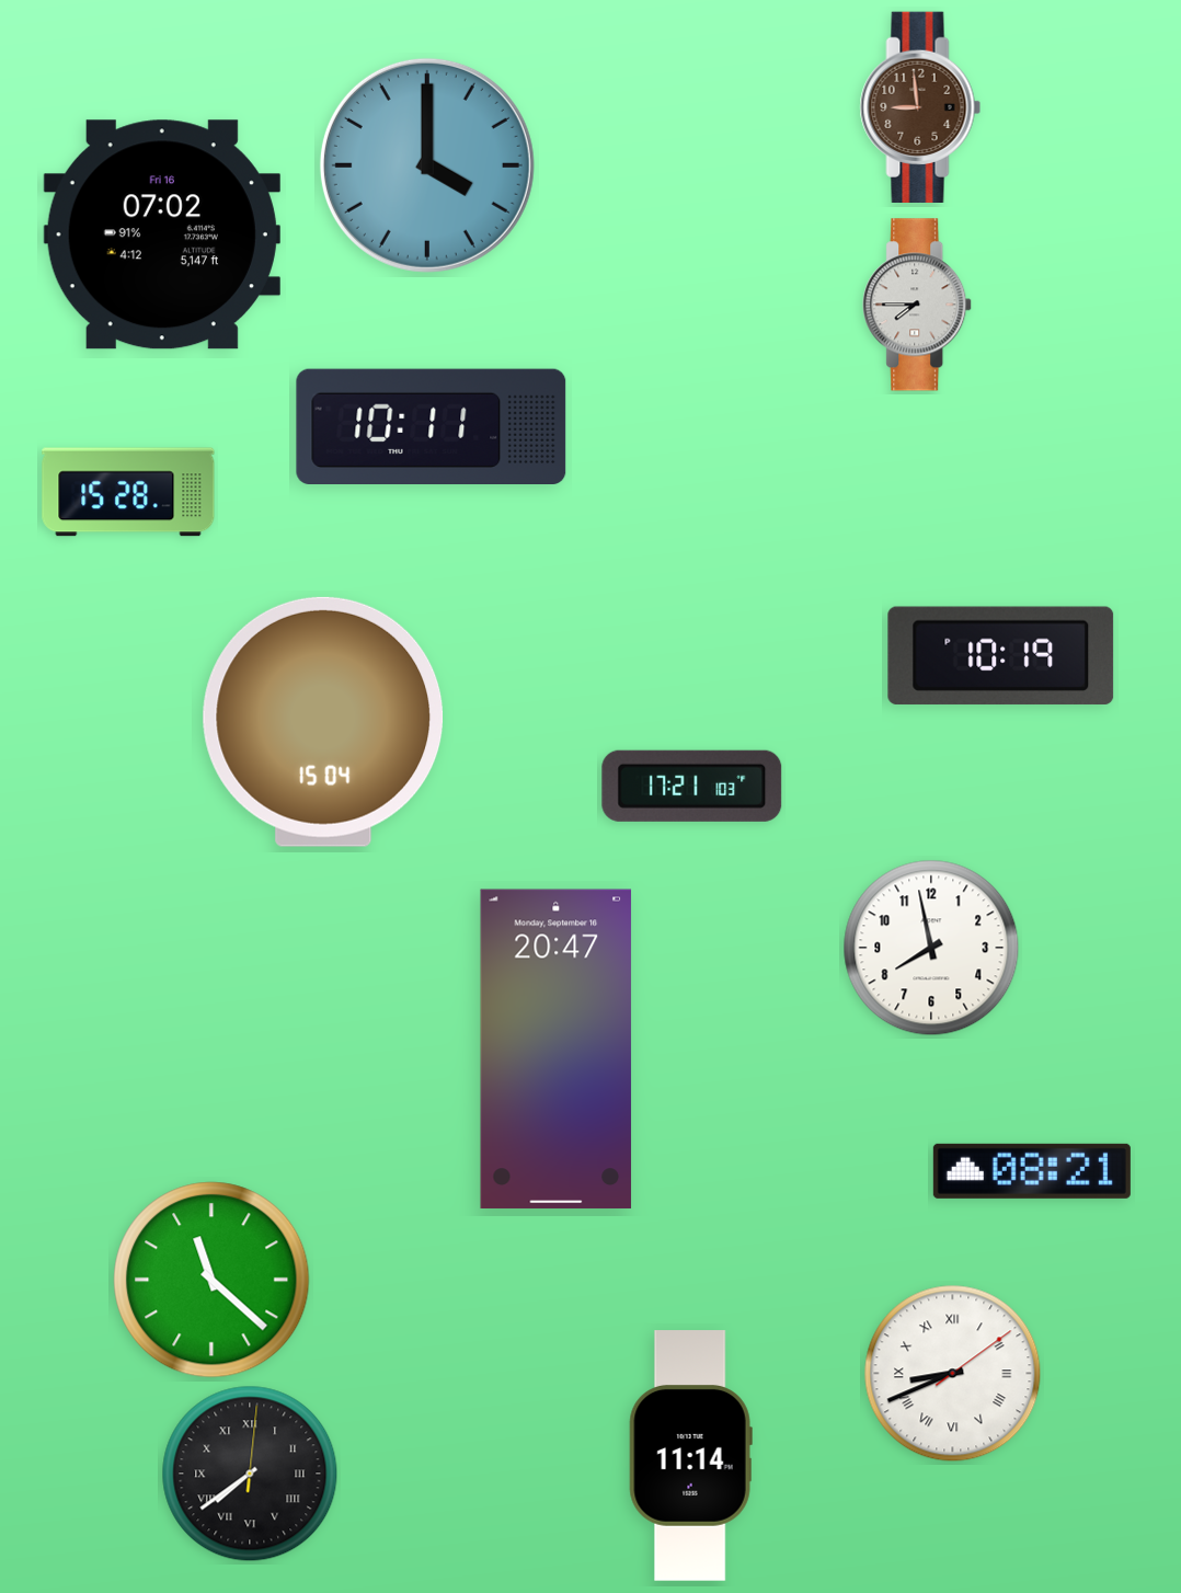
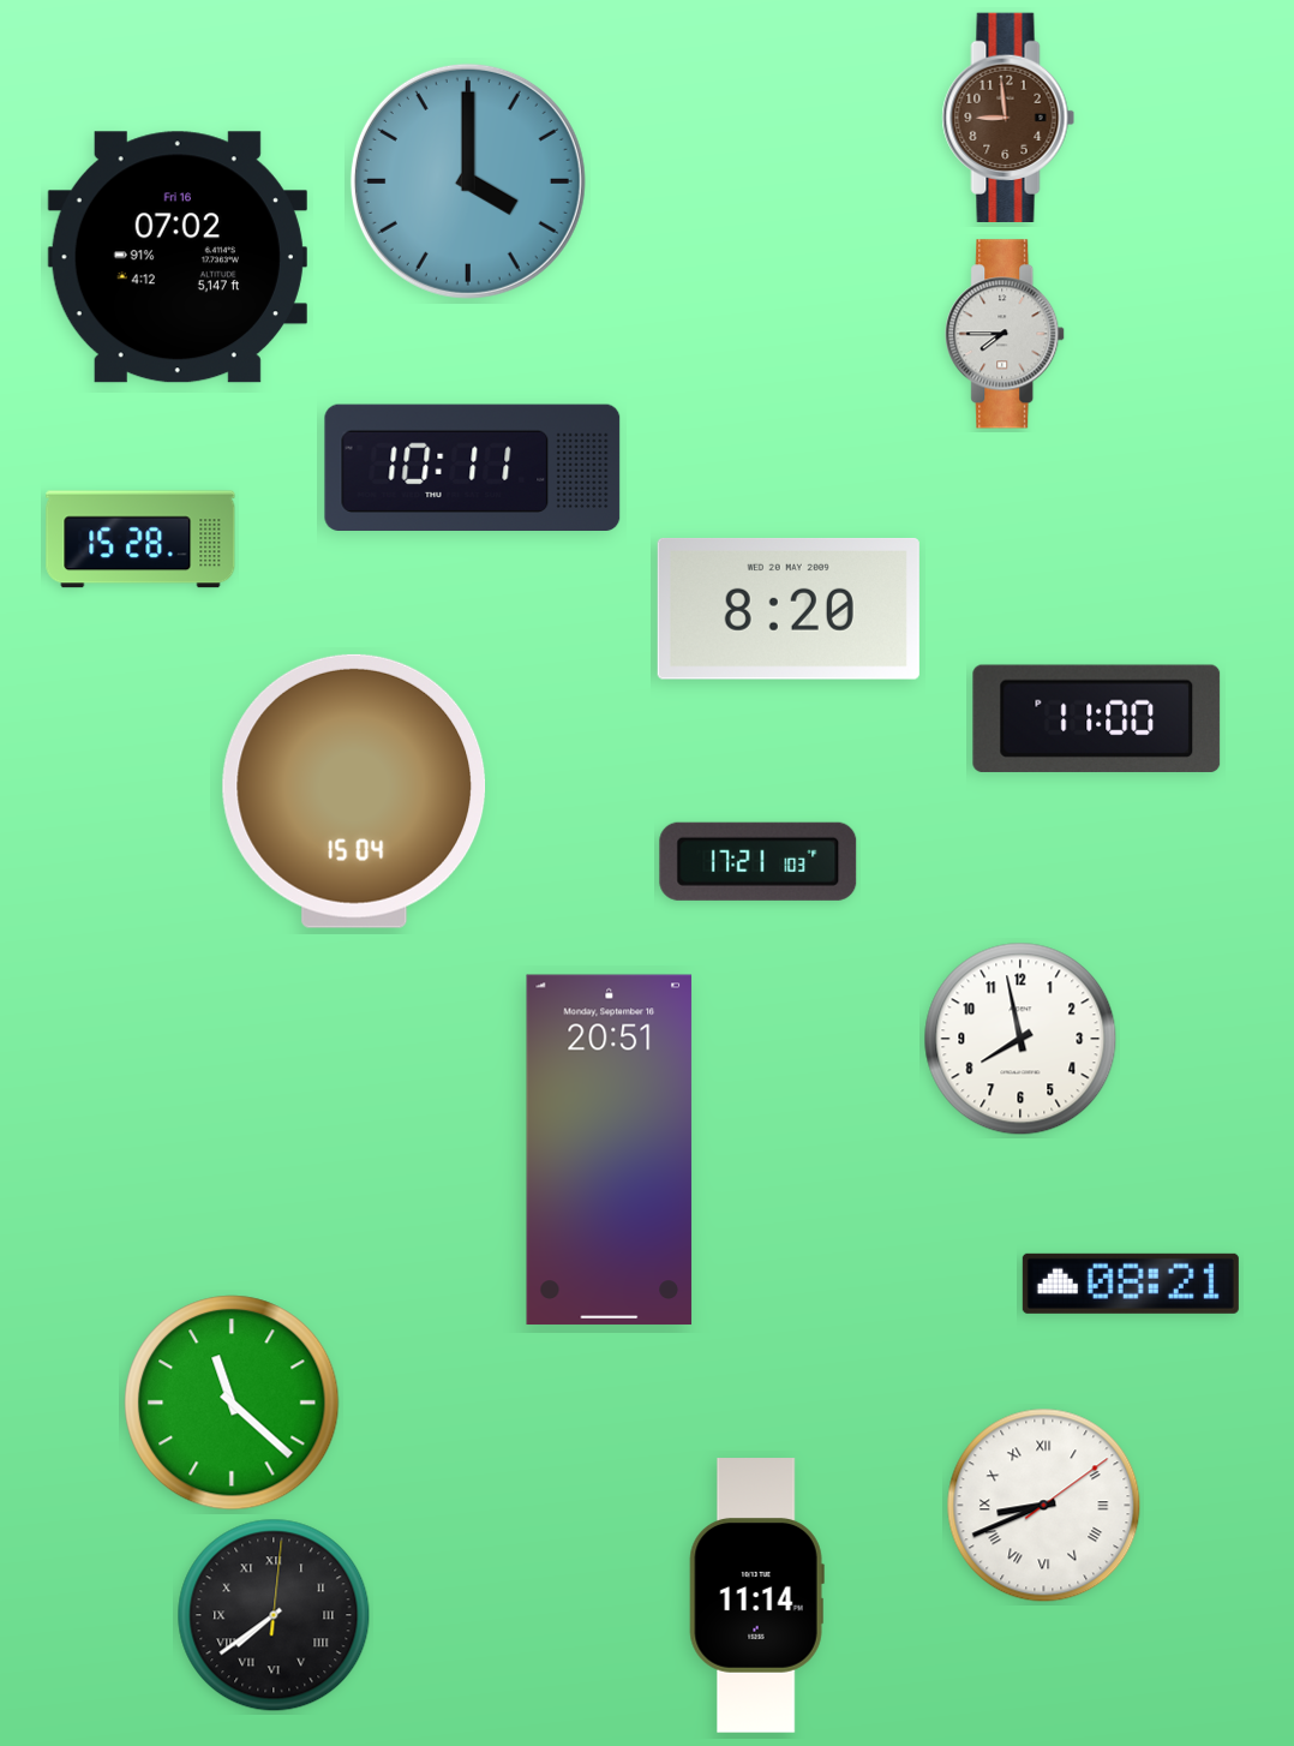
clock at (789, 609): none -> 8:20
clock at (1001, 655): 10:19 -> 11:00
clock at (555, 1050): 20:47 -> 20:51
